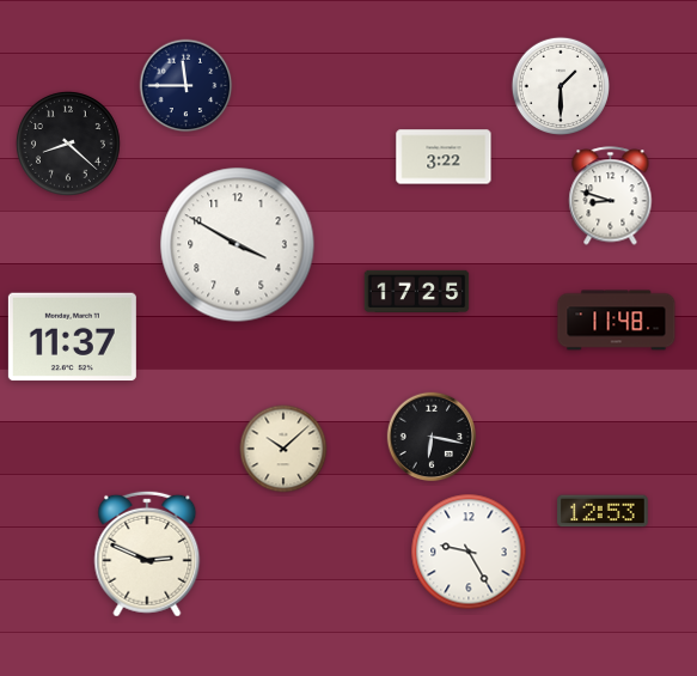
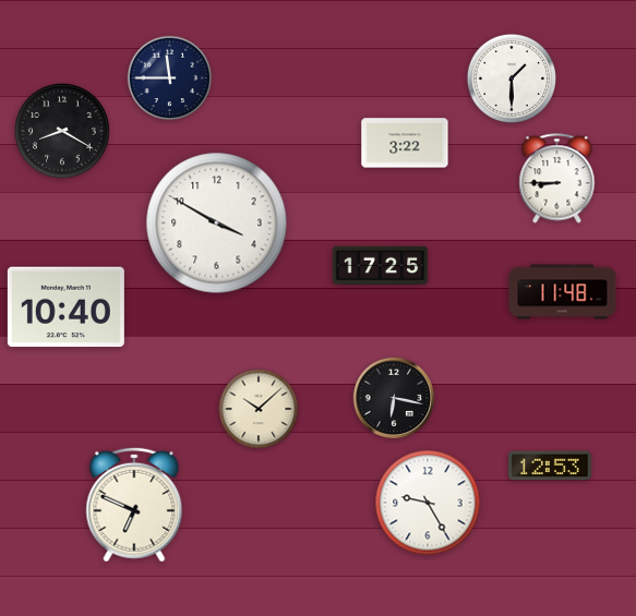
clock at (68, 144): 8:22 -> 8:20
clock at (611, 196): 8:48 -> 8:45
clock at (72, 337): 11:37 -> 10:40
clock at (147, 554): 2:49 -> 6:49
